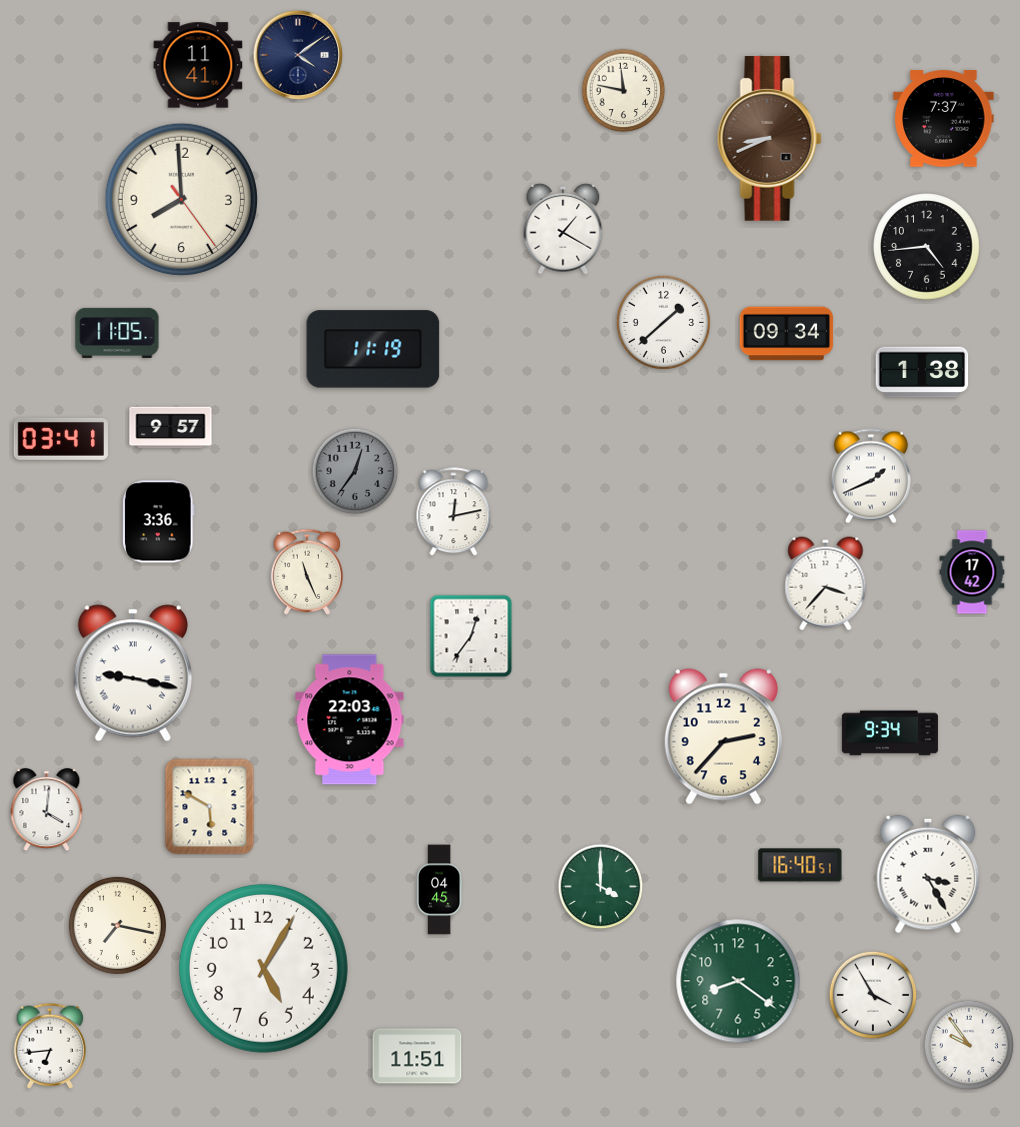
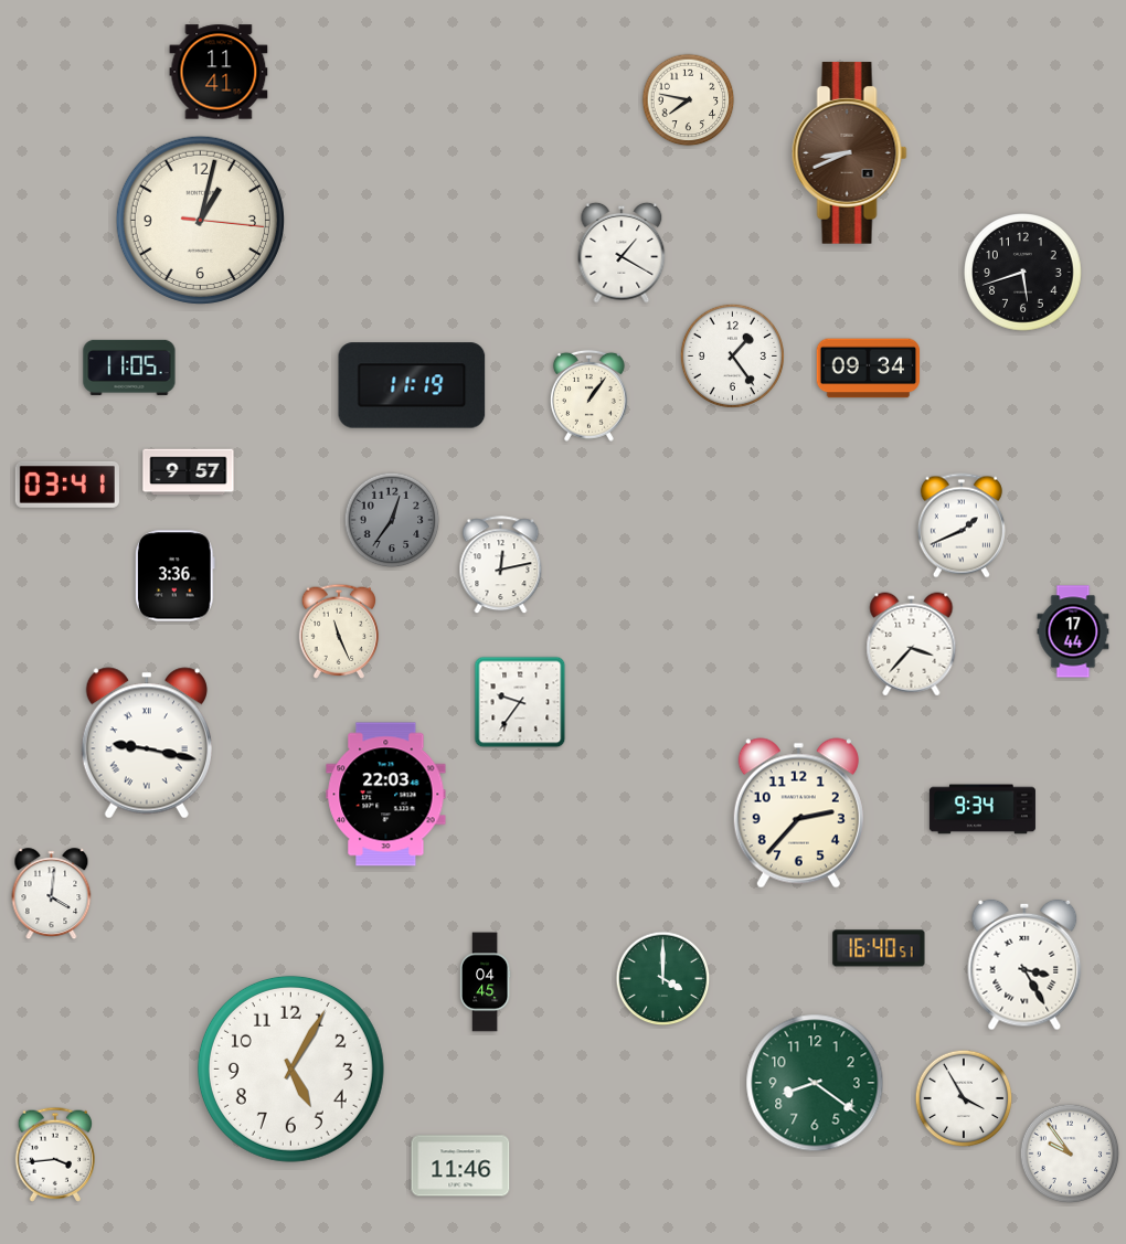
clock at (298, 55): 4:09 -> none
clock at (624, 91): 11:47 -> 7:47
clock at (944, 119): 7:37 -> none
clock at (181, 199): 7:59 -> 1:02
clock at (927, 247): 4:44 -> 5:42
clock at (663, 322): 1:38 -> 1:24
clock at (588, 395): none -> 1:06
clock at (922, 372): 1:38 -> none
clock at (972, 572): 17:42 -> 17:44
clock at (471, 636): 12:36 -> 9:36
clock at (210, 807): 5:50 -> none
clock at (800, 865) position: (800, 865) -> (879, 948)
clock at (117, 925): 7:17 -> none
clock at (49, 1046): 6:44 -> 3:44
clock at (417, 1056): 11:51 -> 11:46
